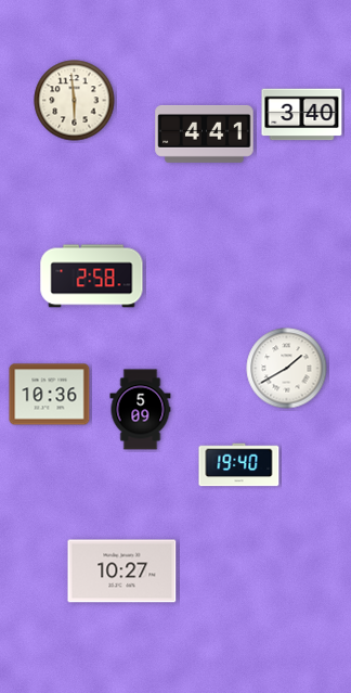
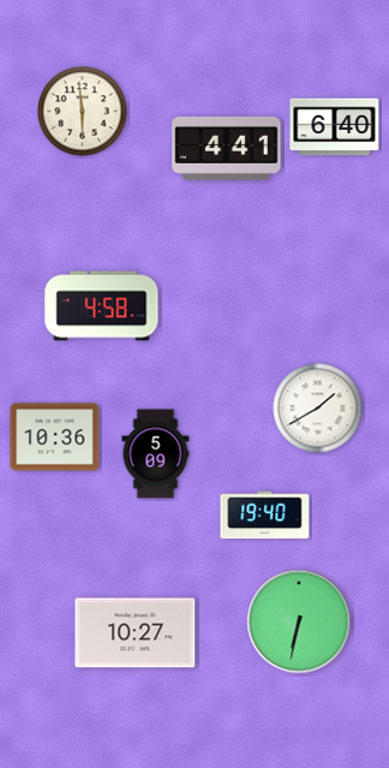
clock at (302, 115): 3:40 -> 6:40
clock at (92, 277): 2:58 -> 4:58
clock at (299, 621): none -> 6:32
